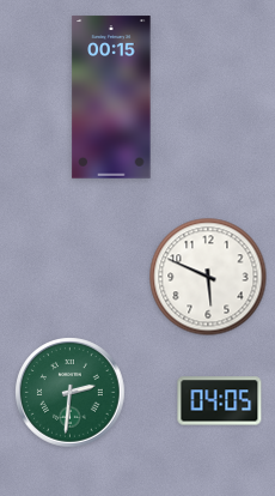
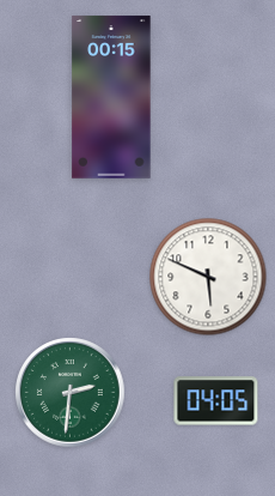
clock at (220, 401) position: (220, 401) -> (216, 401)
